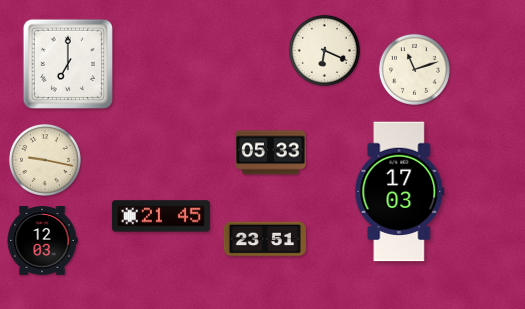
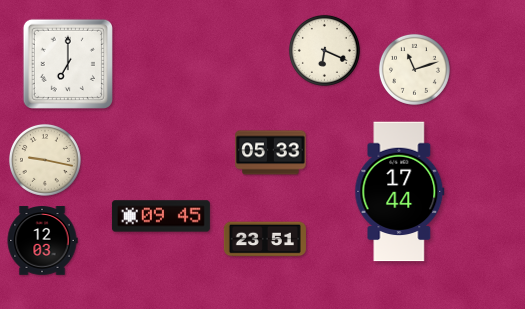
clock at (400, 192): 17:03 -> 17:44
clock at (161, 216): 21:45 -> 09:45
